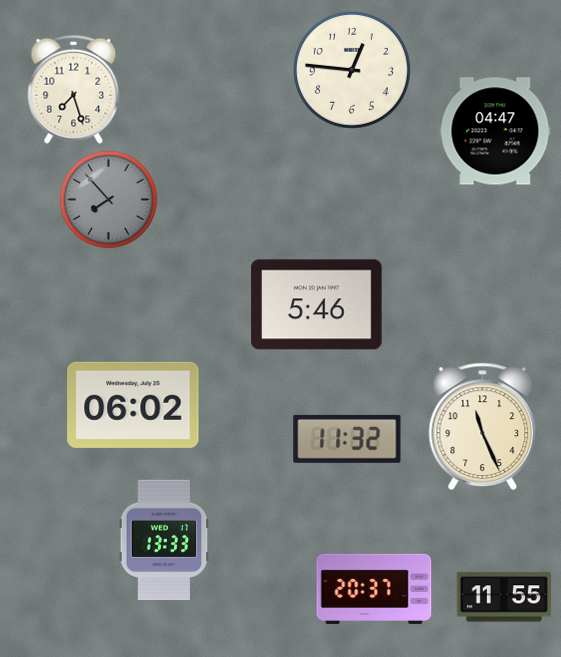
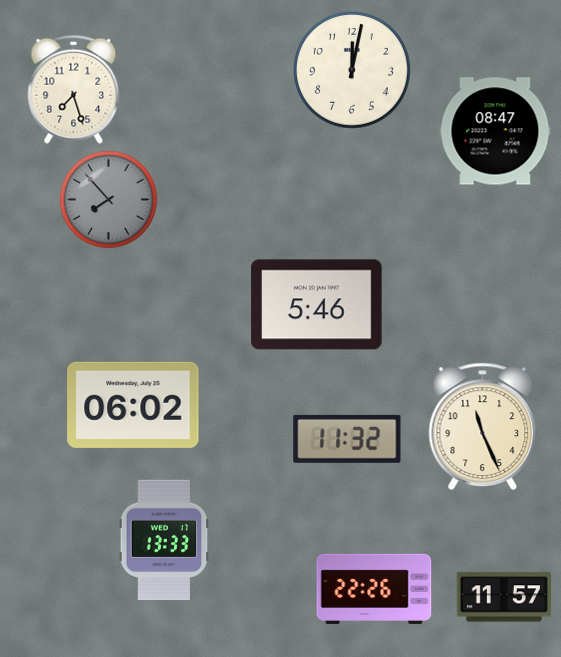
clock at (352, 70): 12:46 -> 12:02
clock at (495, 131): 04:47 -> 08:47
clock at (374, 589): 20:37 -> 22:26
clock at (504, 597): 11:55 -> 11:57
